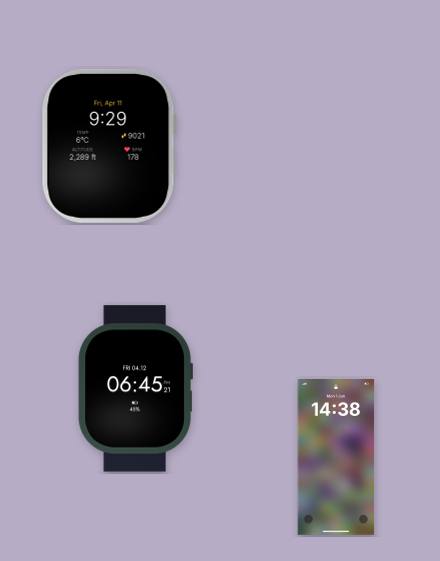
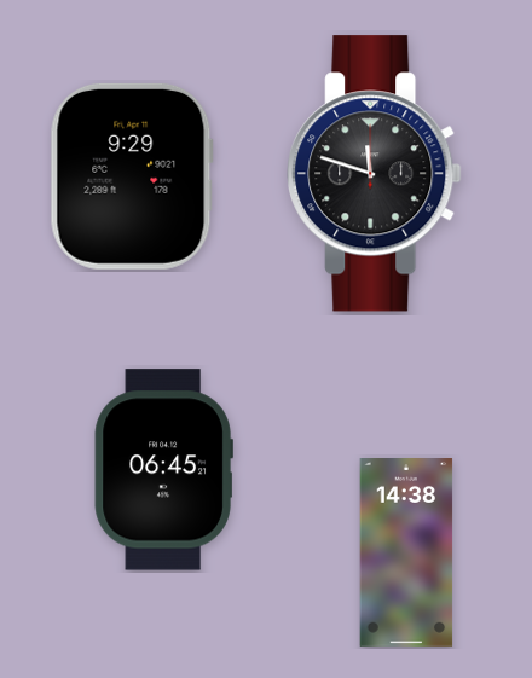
clock at (375, 174): none -> 11:48
